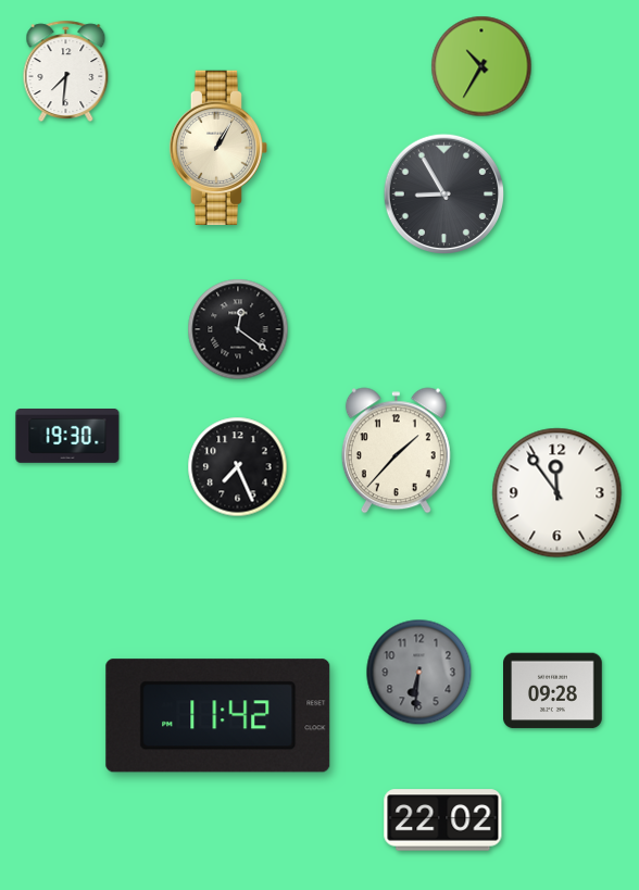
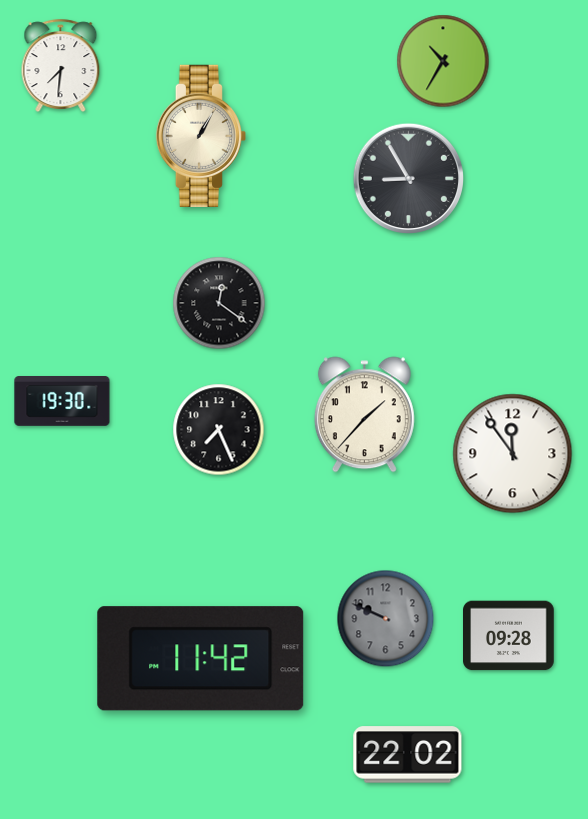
clock at (419, 673): 6:31 -> 9:49
